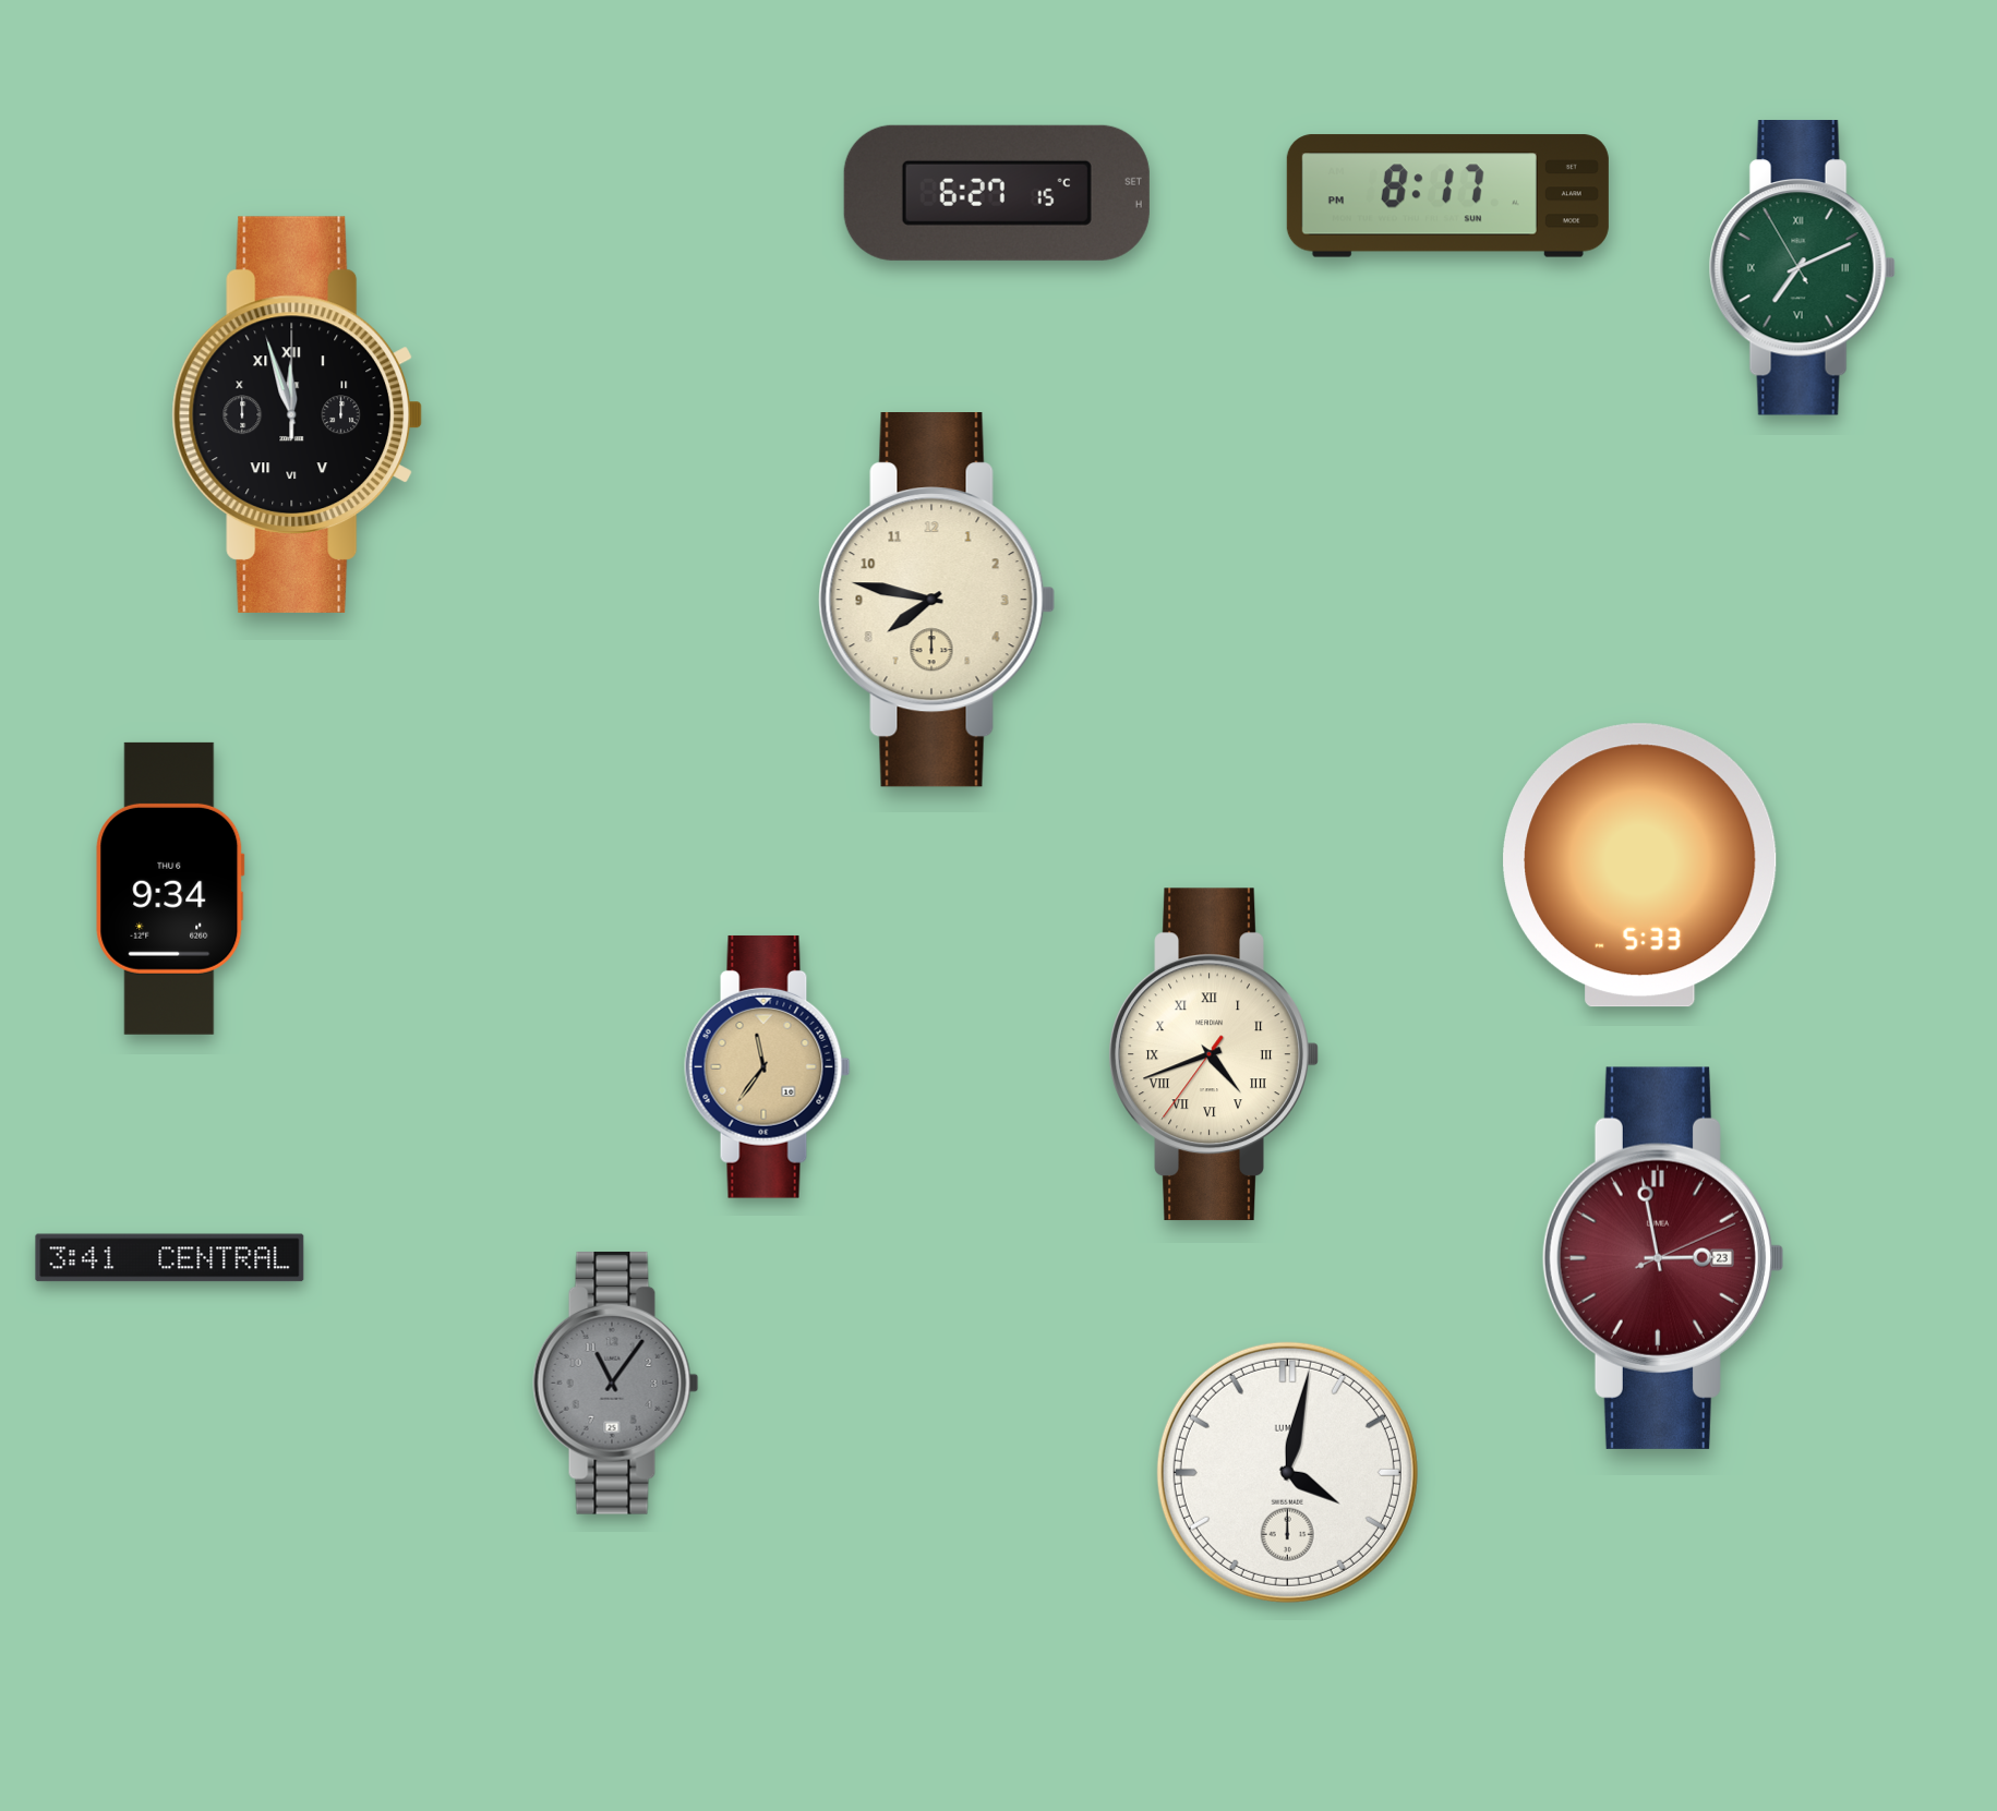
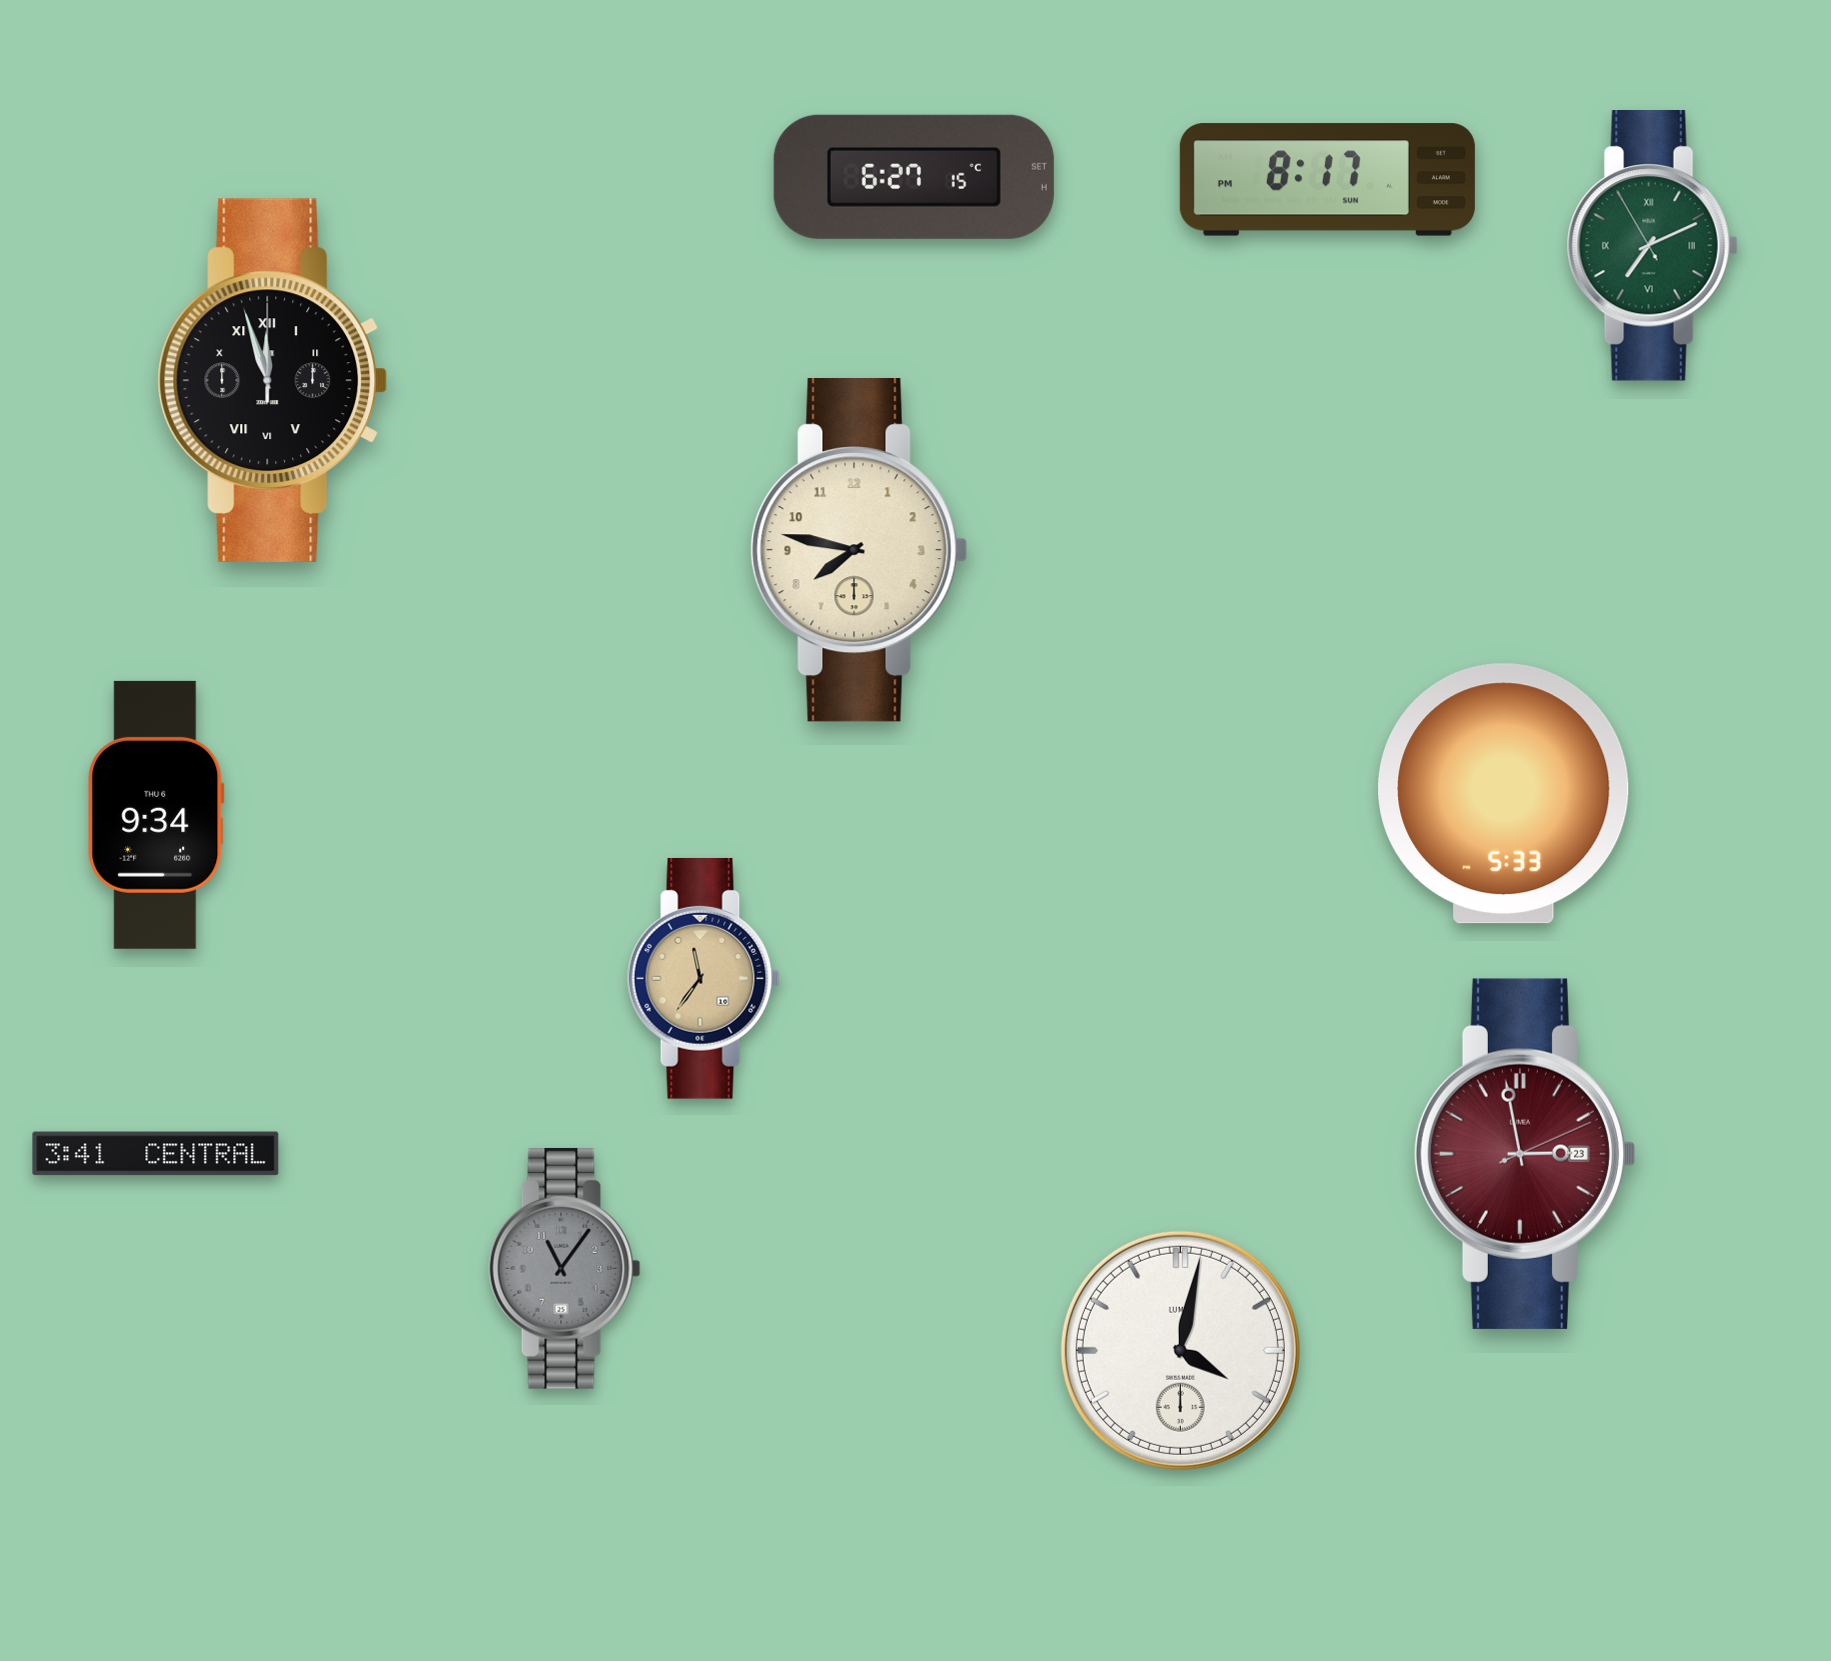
clock at (1214, 1054): 4:41 -> none
